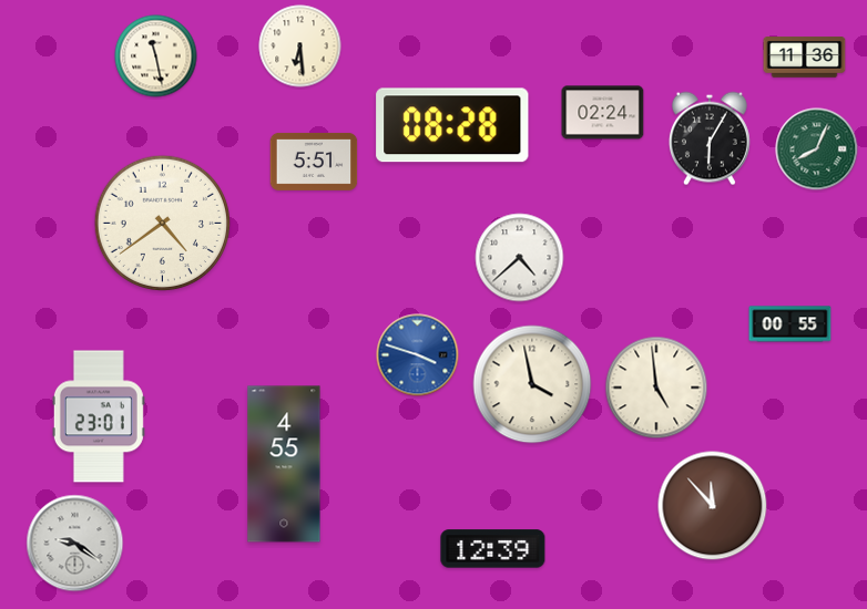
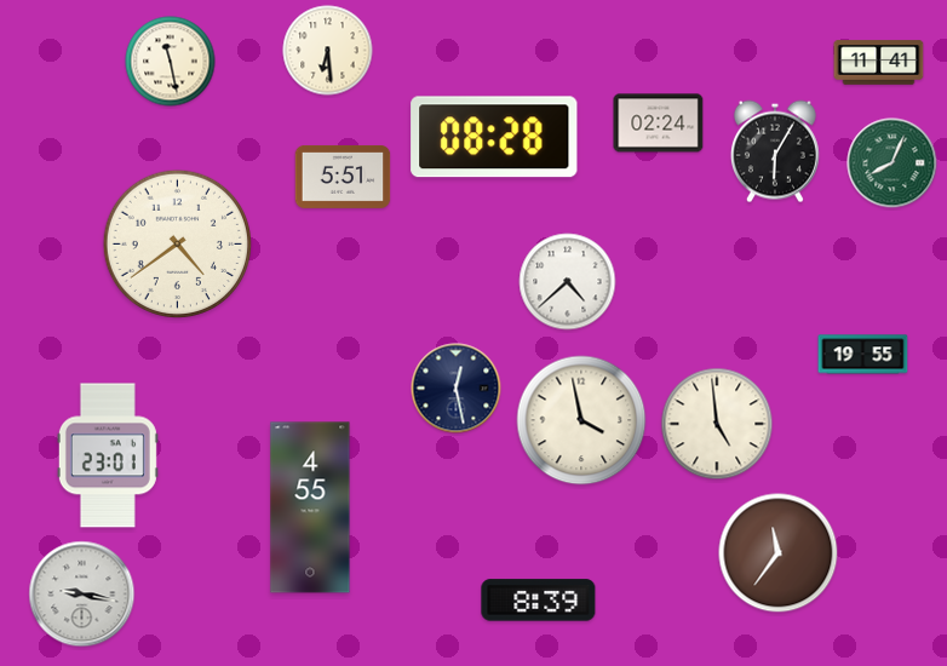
clock at (805, 58): 11:36 -> 11:41
clock at (790, 324): 00:55 -> 19:55
clock at (418, 355): 3:48 -> 12:28
clock at (418, 355) dial: blue -> navy
clock at (713, 506): 11:53 -> 11:36
clock at (75, 544): 9:21 -> 9:17
clock at (493, 549): 12:39 -> 8:39
